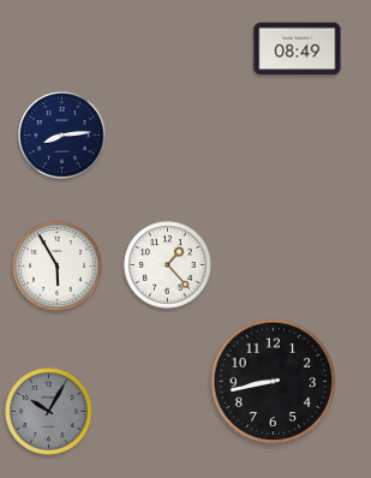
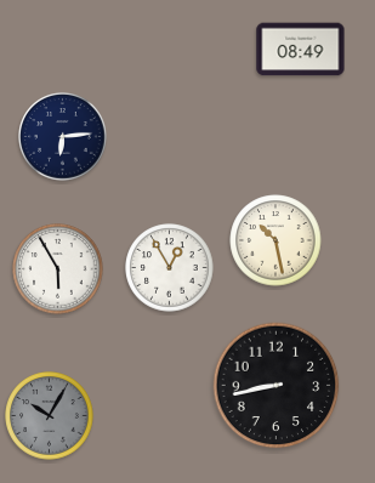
clock at (62, 136): 8:14 -> 6:14
clock at (275, 240): none -> 10:28
clock at (168, 265): 1:23 -> 12:55
